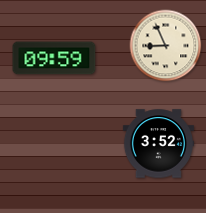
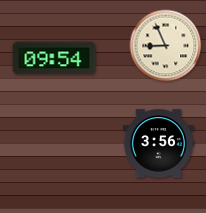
clock at (54, 58): 09:59 -> 09:54
clock at (158, 144): 3:52 -> 3:56
